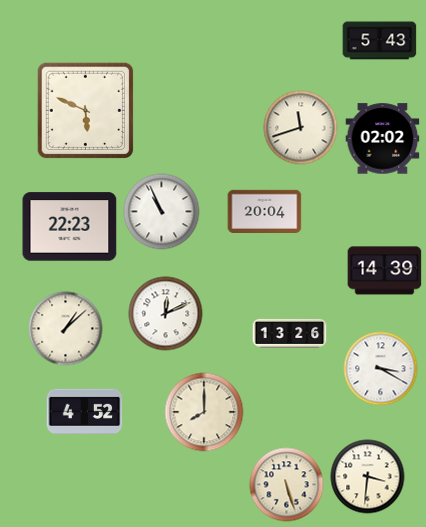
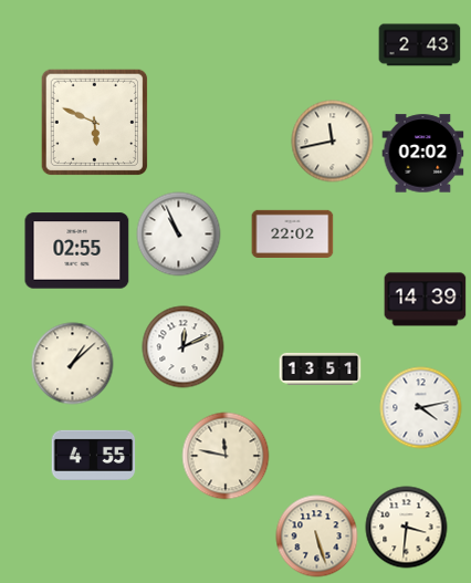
clock at (380, 41): 5:43 -> 2:43
clock at (301, 128): 11:42 -> 11:43
clock at (265, 211): 20:04 -> 22:02
clock at (70, 227): 22:23 -> 02:55
clock at (290, 333): 13:26 -> 13:51
clock at (381, 369): 3:20 -> 4:13
clock at (85, 411): 4:52 -> 4:55
clock at (204, 412): 8:00 -> 11:47
